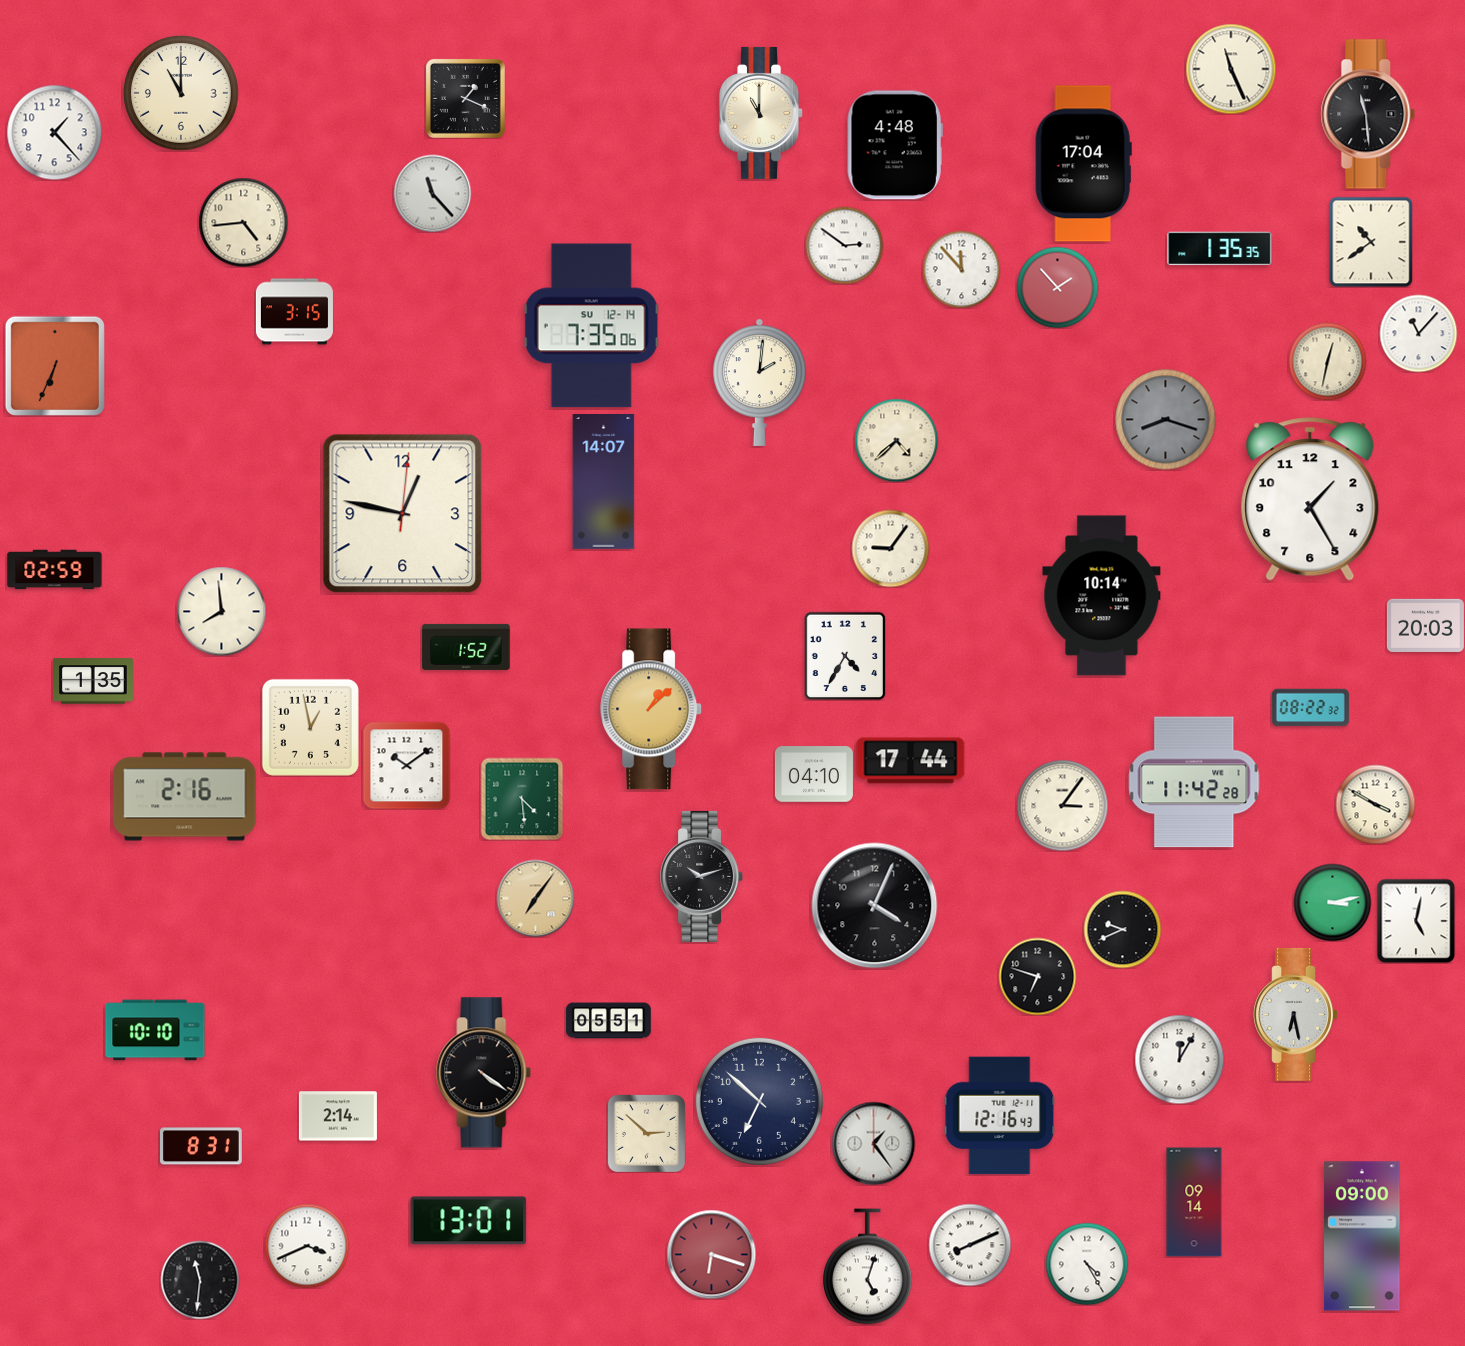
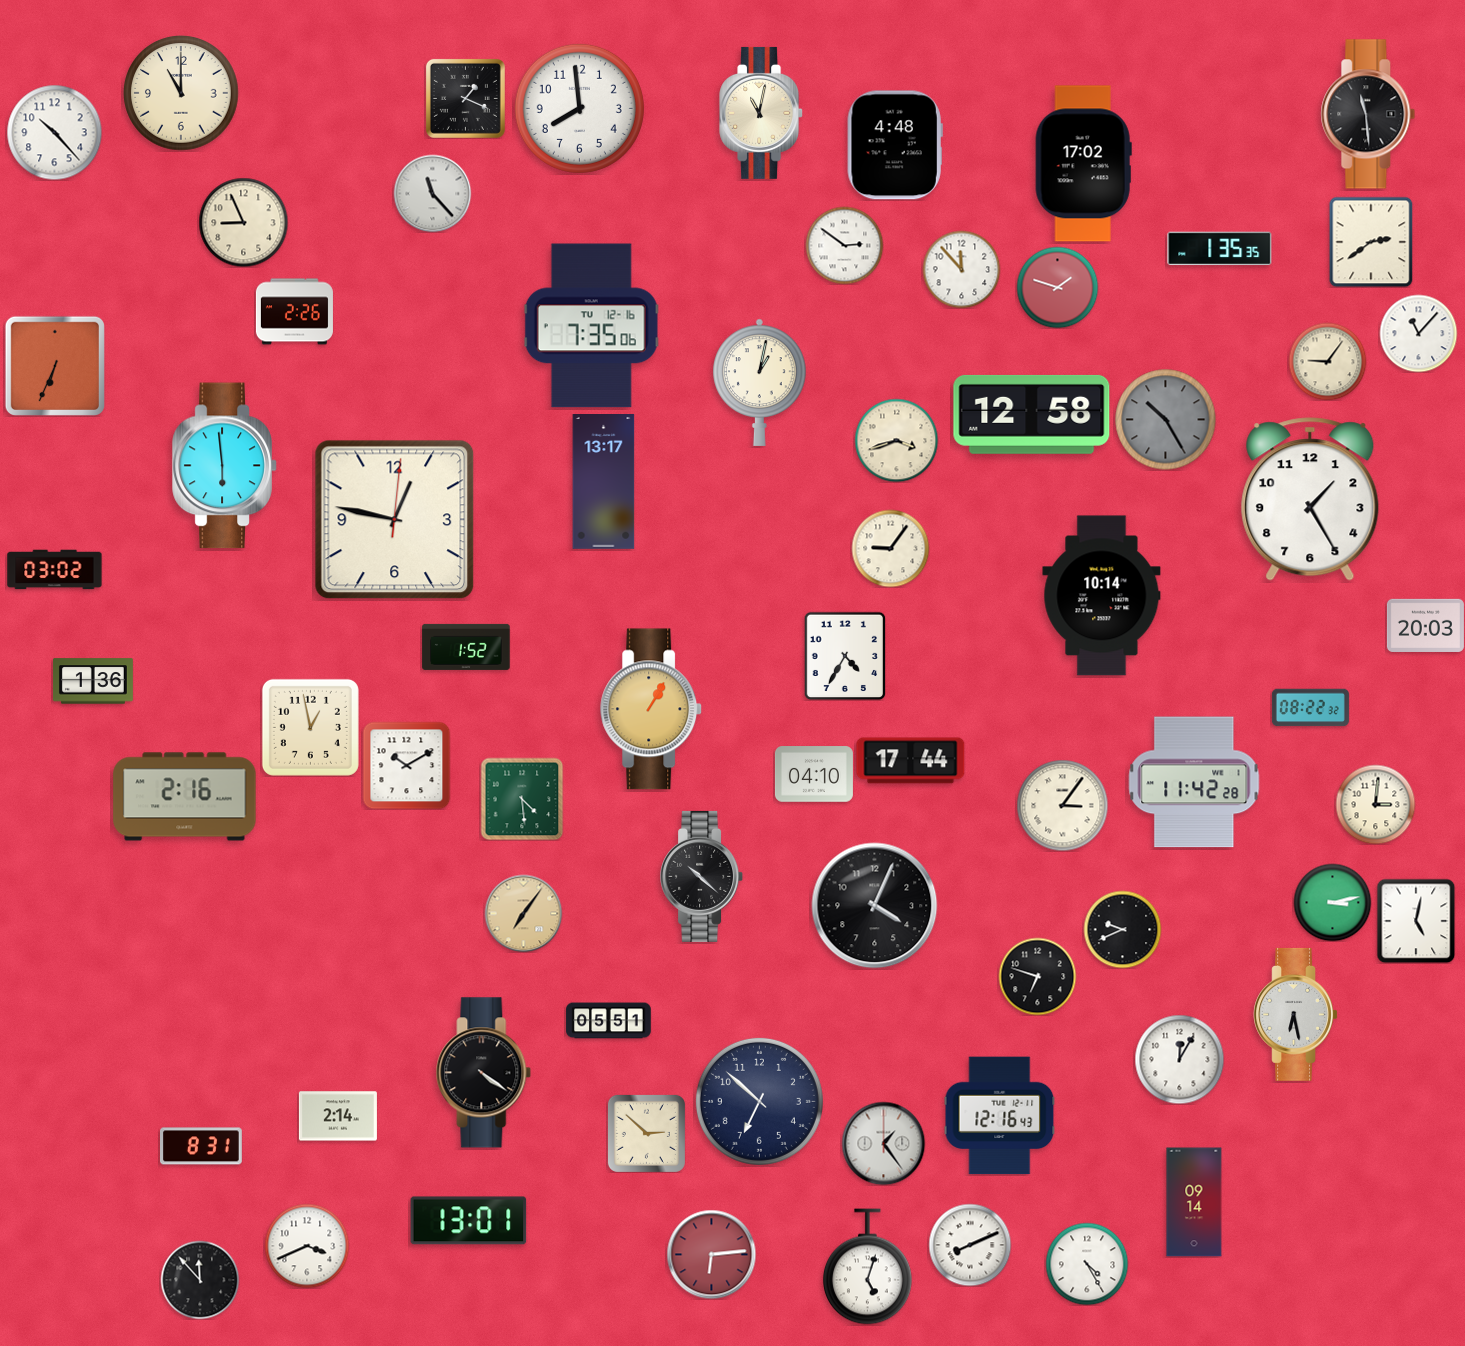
clock at (1231, 69): 11:26 -> none
clock at (579, 108): none -> 7:59
clock at (762, 113): 11:00 -> 11:02
clock at (54, 132): 1:23 -> 10:23
clock at (1083, 164): 17:04 -> 17:02
clock at (243, 222): 4:44 -> 8:56
clock at (1371, 242): 10:39 -> 2:39
clock at (1057, 287): 1:53 -> 1:48
clock at (294, 312): 3:15 -> 2:26
clock at (591, 326) date: SU 12-14 -> TU 12-16
clock at (1327, 361): 12:32 -> 9:06
clock at (760, 382): 2:01 -> 1:02
clock at (1032, 414): none -> 12:58
clock at (1166, 420): 8:18 -> 10:25
clock at (896, 440): 4:38 -> 3:42
clock at (225, 466): none -> 5:59
clock at (604, 482): 14:07 -> 13:17
clock at (403, 514) position: (403, 514) -> (395, 520)
clock at (55, 570): 02:59 -> 03:02
clock at (221, 611): 7:59 -> none
clock at (93, 681): 1:35 -> 1:36
clock at (652, 709): 1:08 -> 1:05
clock at (406, 765): 10:09 -> 10:10
clock at (1375, 804): 3:50 -> 3:01
clock at (702, 876): 10:12 -> 10:22
clock at (535, 898) position: (535, 898) -> (523, 913)
clock at (155, 1030): 10:10 -> none
clock at (873, 1143) position: (873, 1143) -> (883, 1143)
clock at (1362, 1236): 09:00 -> none
clock at (711, 1254): 6:18 -> 6:14
clock at (200, 1280): 11:31 -> 11:53
